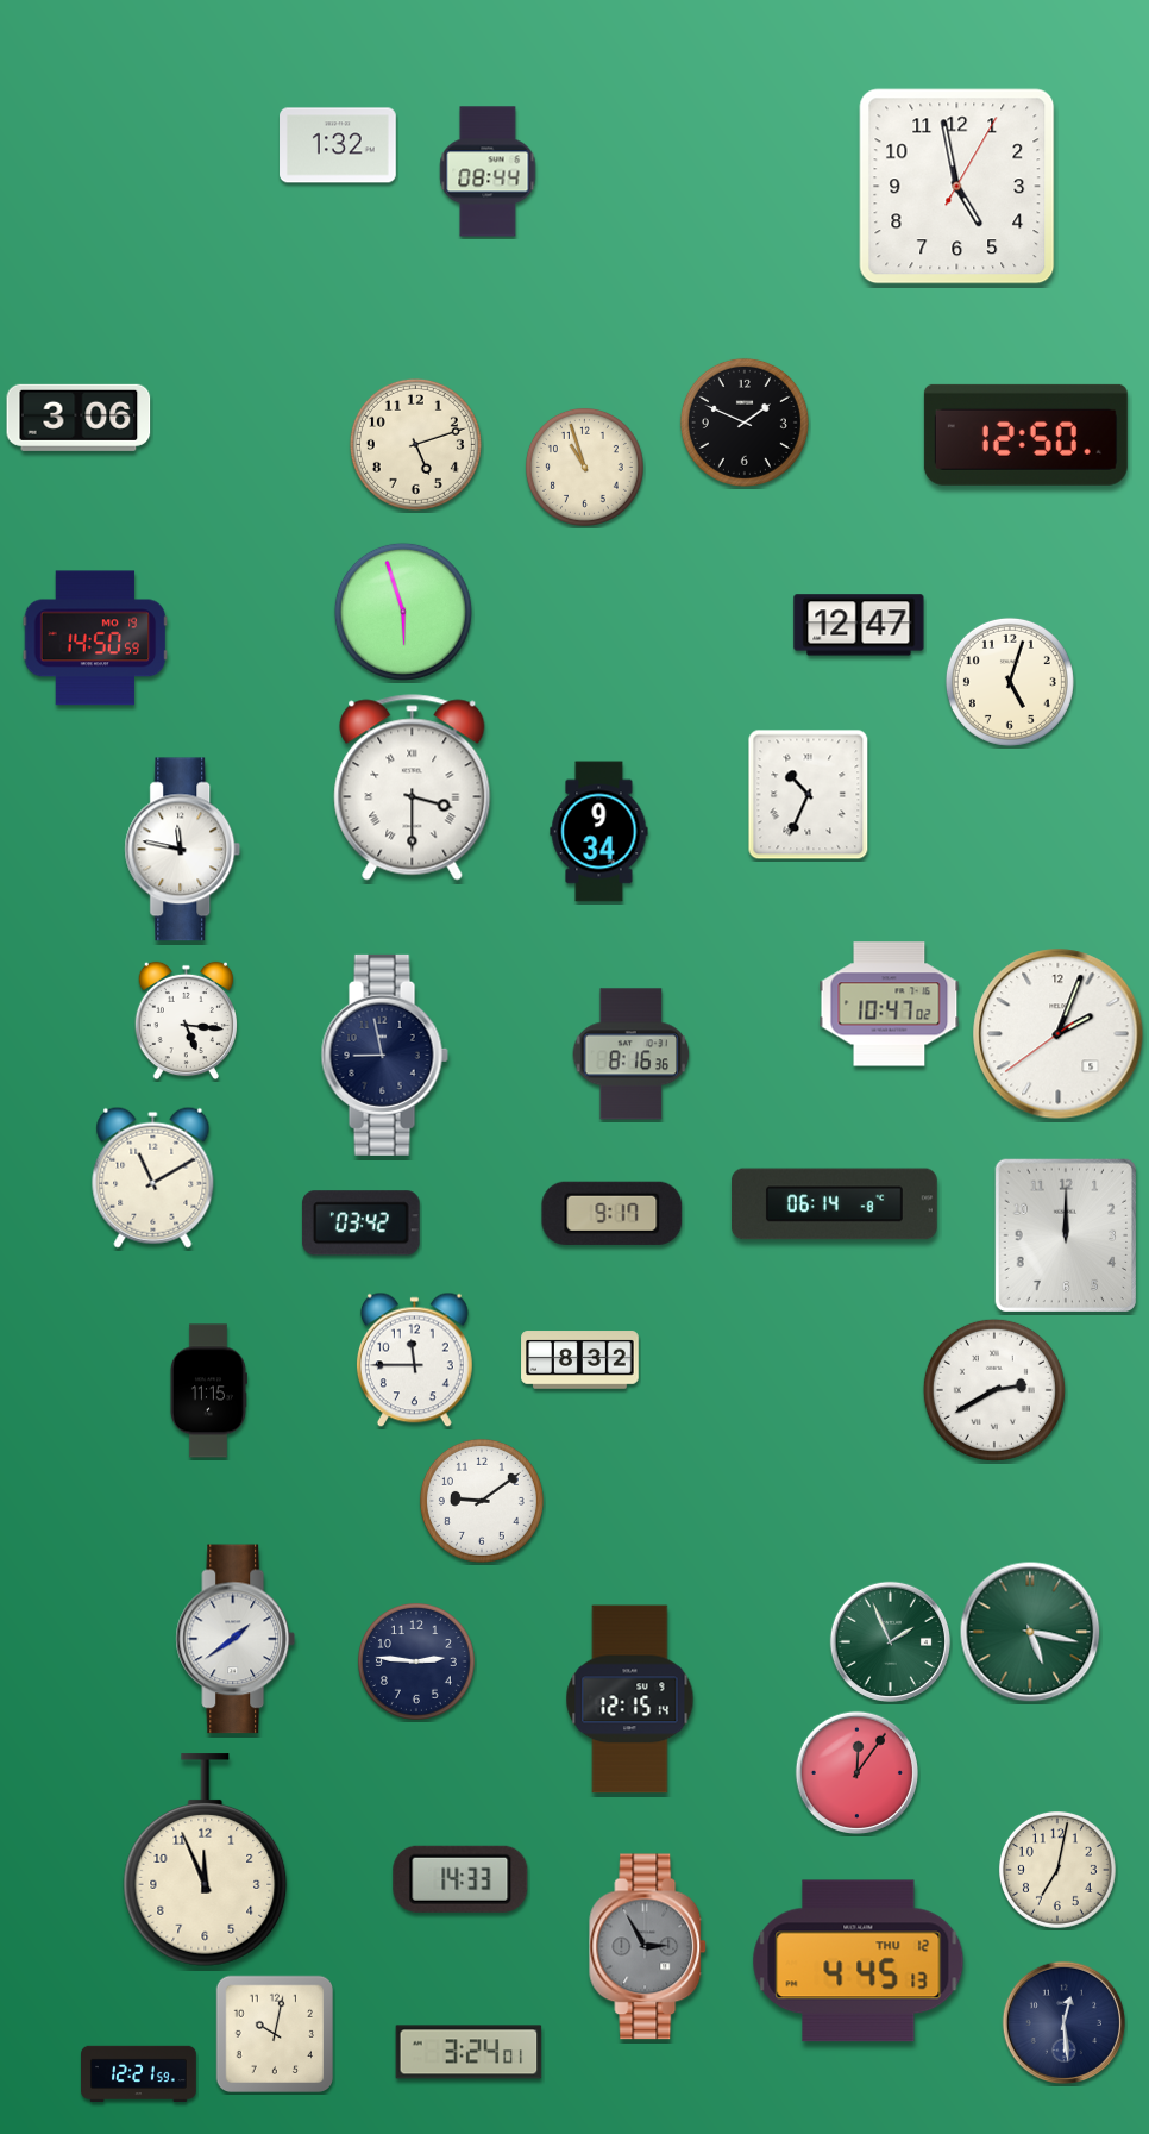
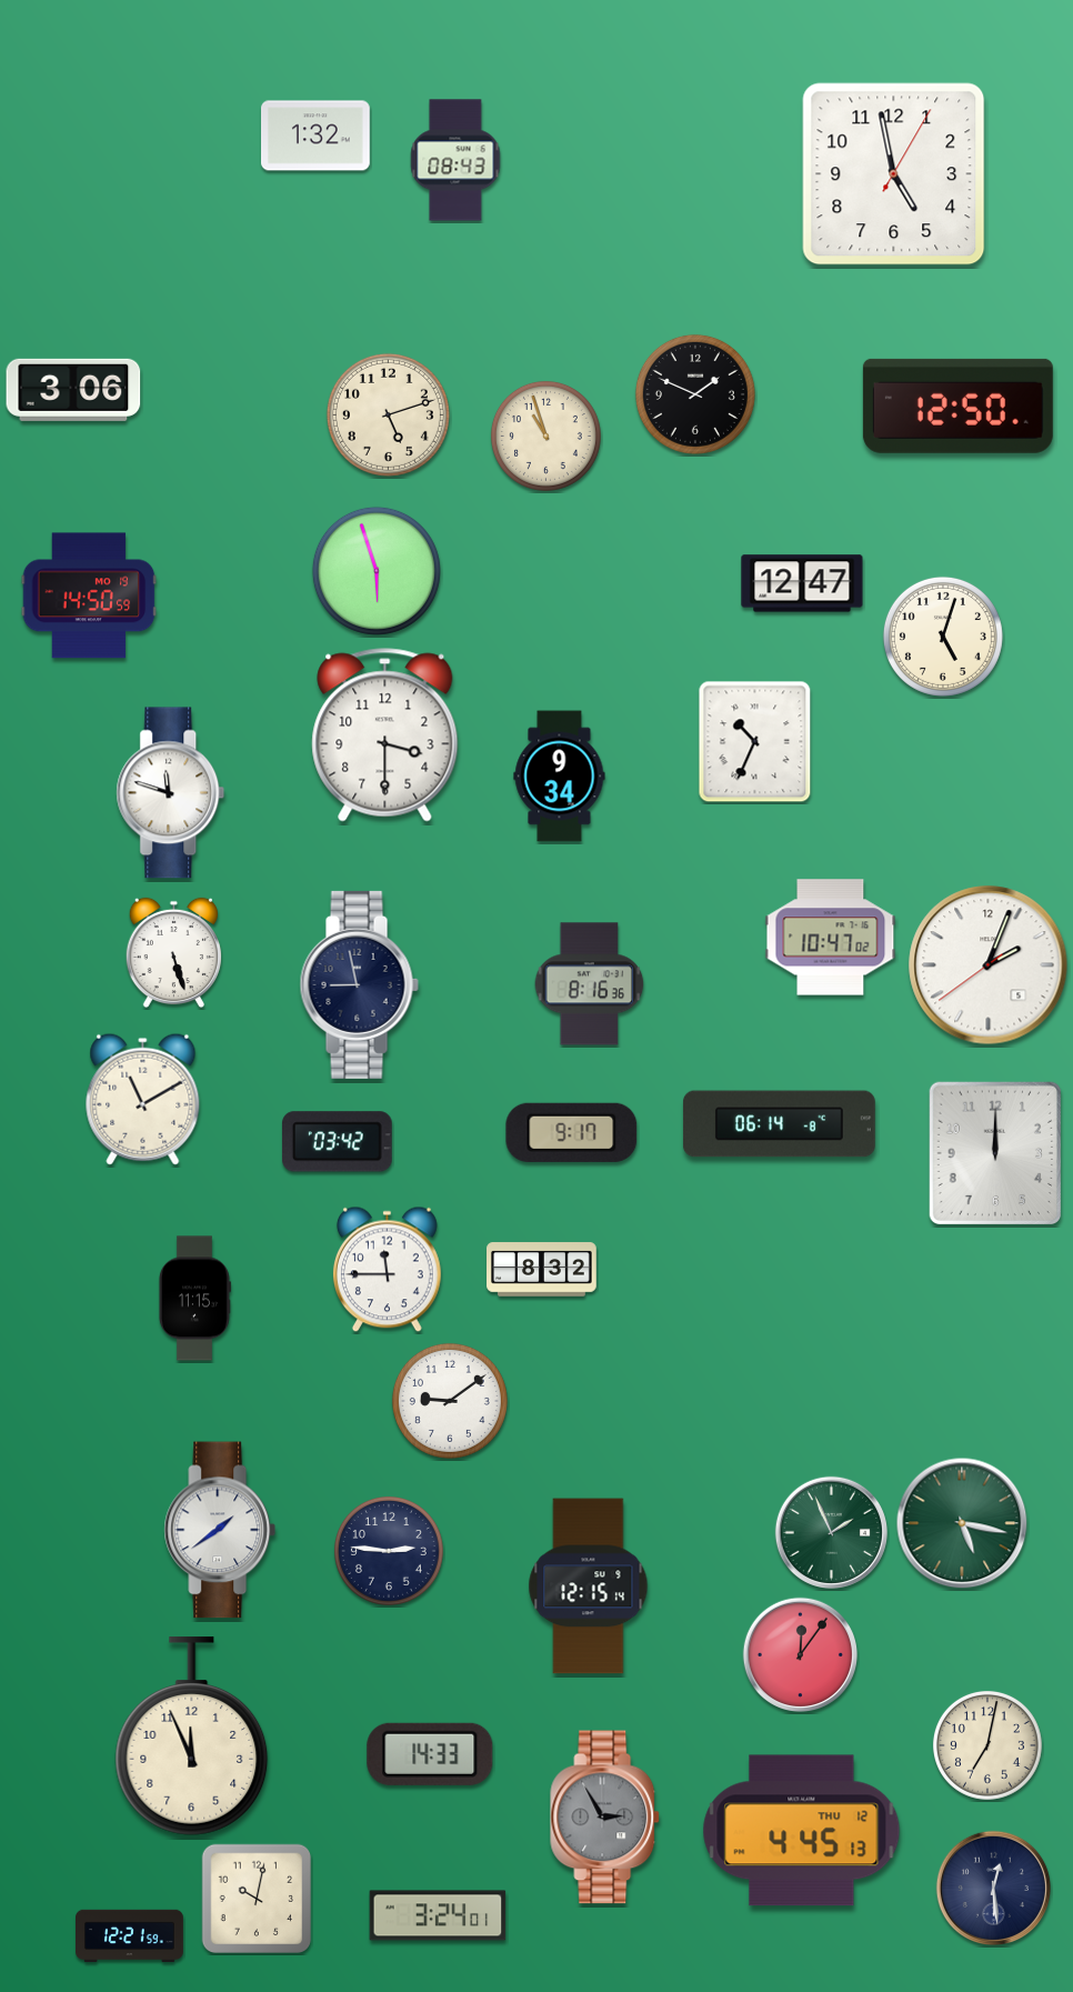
clock at (488, 171): 08:44 -> 08:43
clock at (413, 788) numerals: Roman -> Arabic
clock at (183, 850): 11:47 -> 11:48
clock at (186, 1021): 5:16 -> 5:27
clock at (994, 1390): 2:40 -> none
